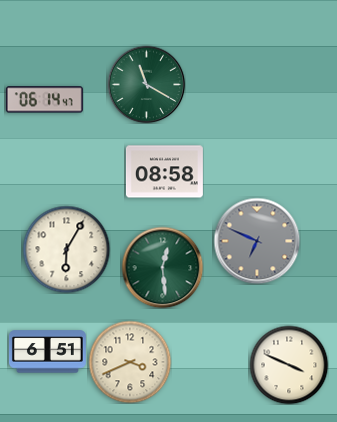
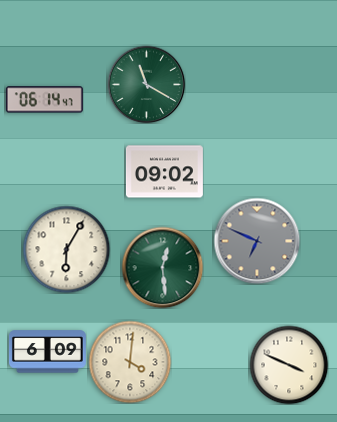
clock at (164, 172): 08:58 -> 09:02
clock at (47, 352): 6:51 -> 6:09
clock at (130, 362): 3:41 -> 4:01
